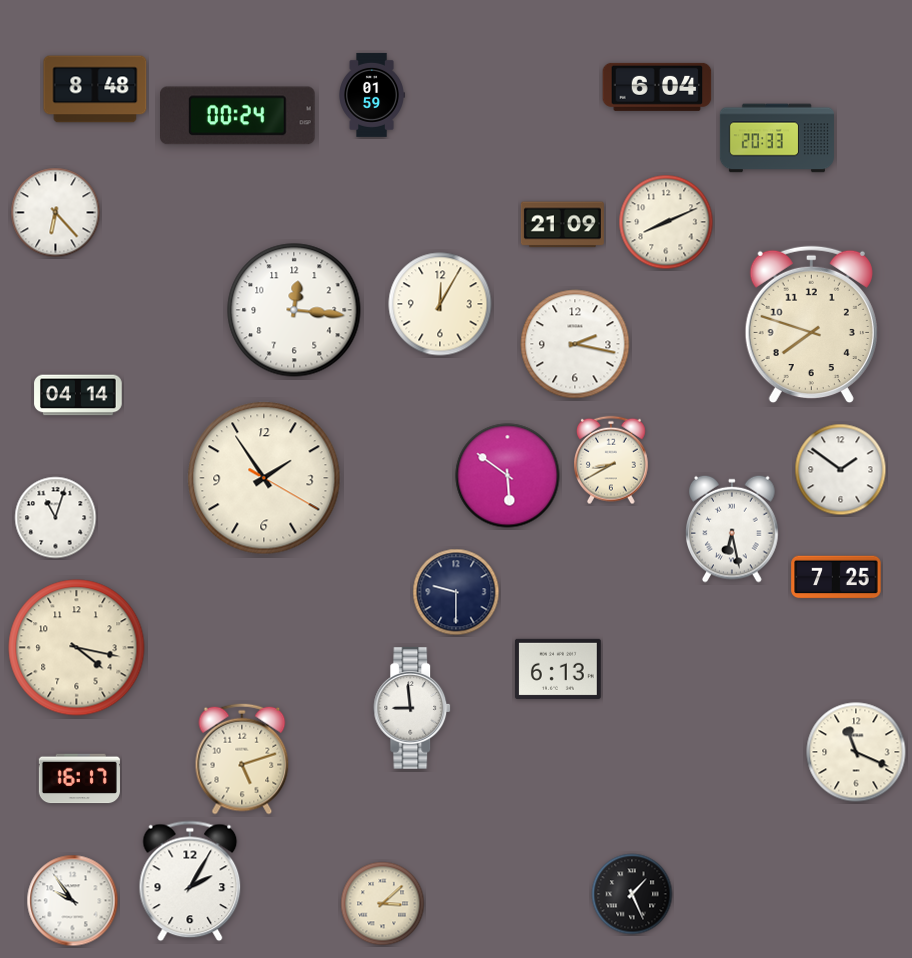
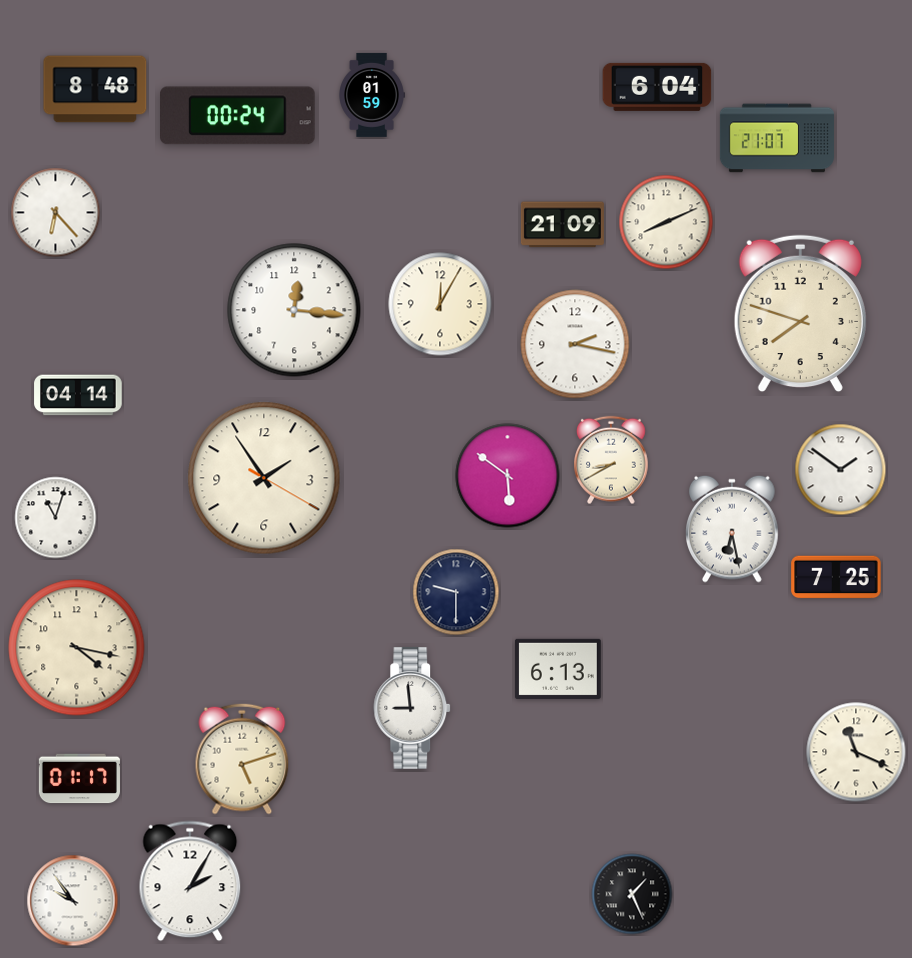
clock at (777, 138): 20:33 -> 21:07
clock at (811, 325) position: (811, 325) -> (800, 314)
clock at (79, 779): 16:17 -> 01:17
clock at (383, 904): 3:08 -> none
